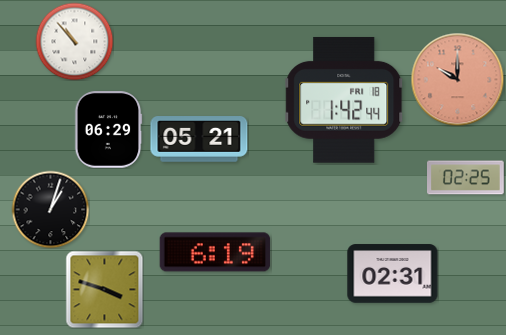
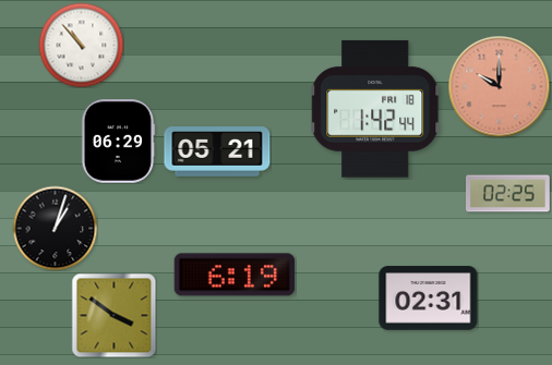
clock at (104, 289): 3:48 -> 3:51
